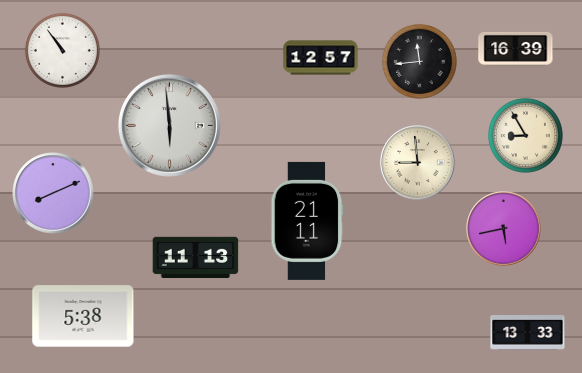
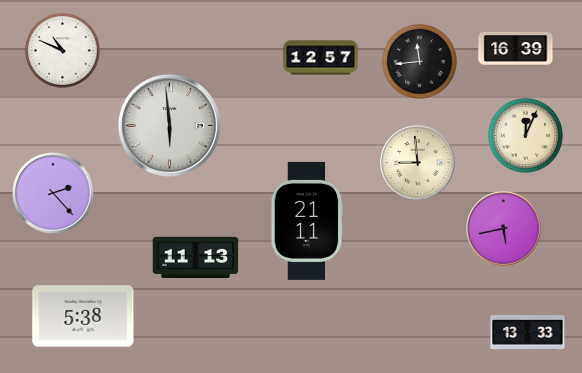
clock at (62, 50): 10:54 -> 10:49
clock at (525, 135): 8:55 -> 12:04
clock at (53, 193): 8:11 -> 2:23
